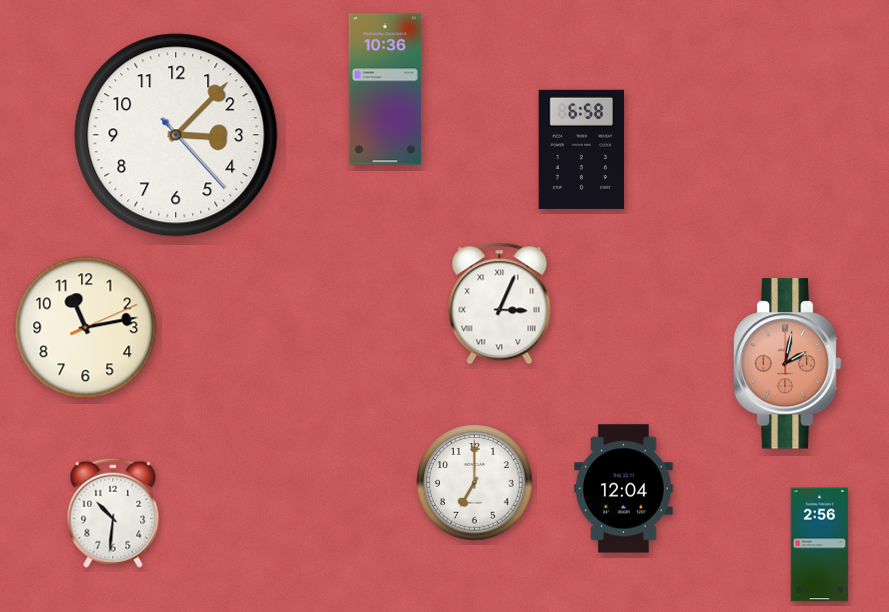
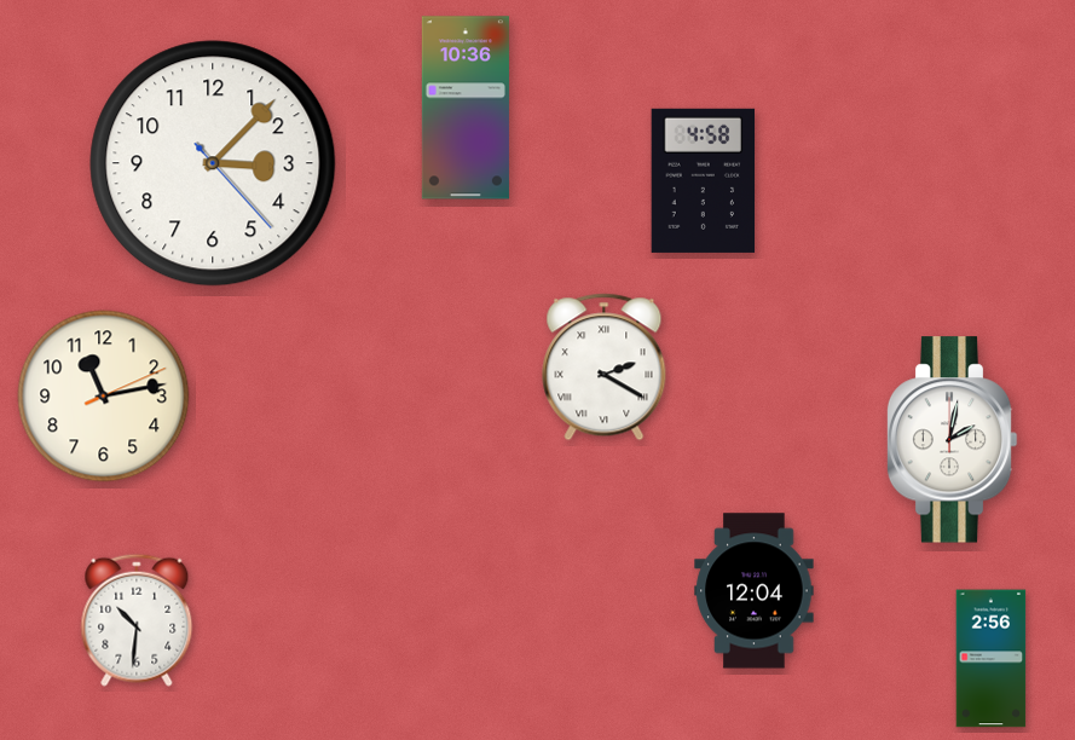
clock at (582, 149): 6:58 -> 4:58
clock at (500, 304): 3:04 -> 2:20
clock at (787, 364) dial: salmon -> white
clock at (475, 483): 7:00 -> none
